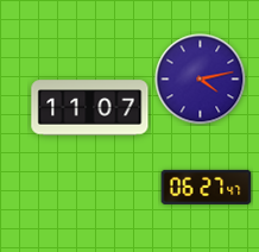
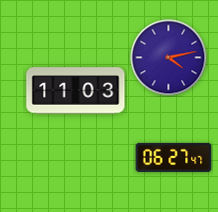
clock at (201, 80) position: (201, 80) -> (169, 58)
clock at (90, 108): 11:07 -> 11:03
